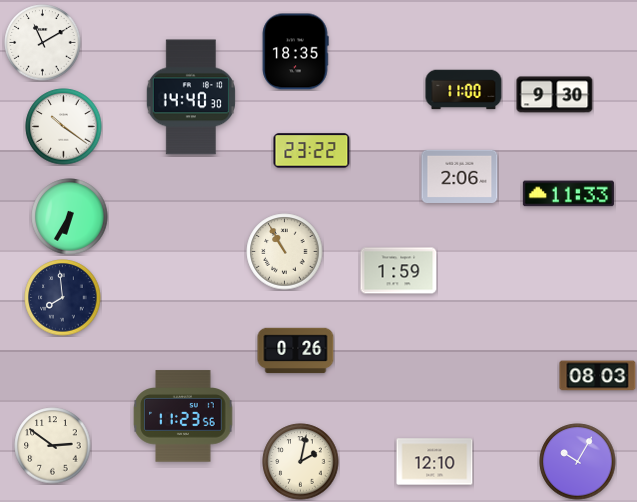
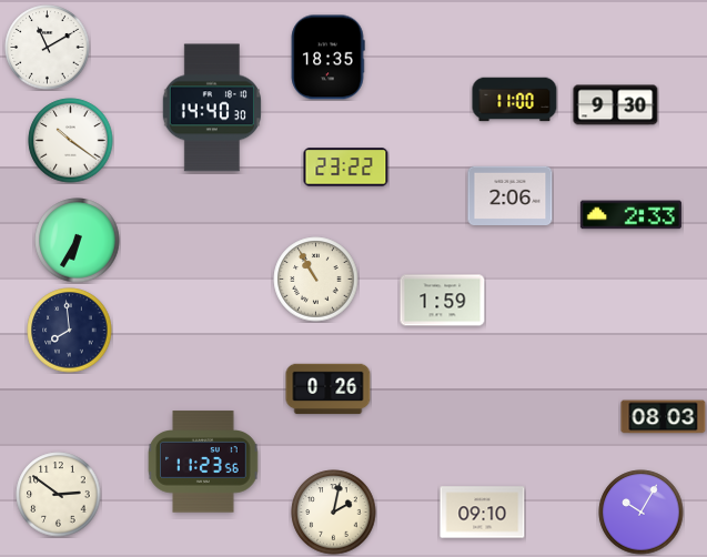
clock at (568, 194): 11:33 -> 2:33
clock at (435, 462): 12:10 -> 09:10
